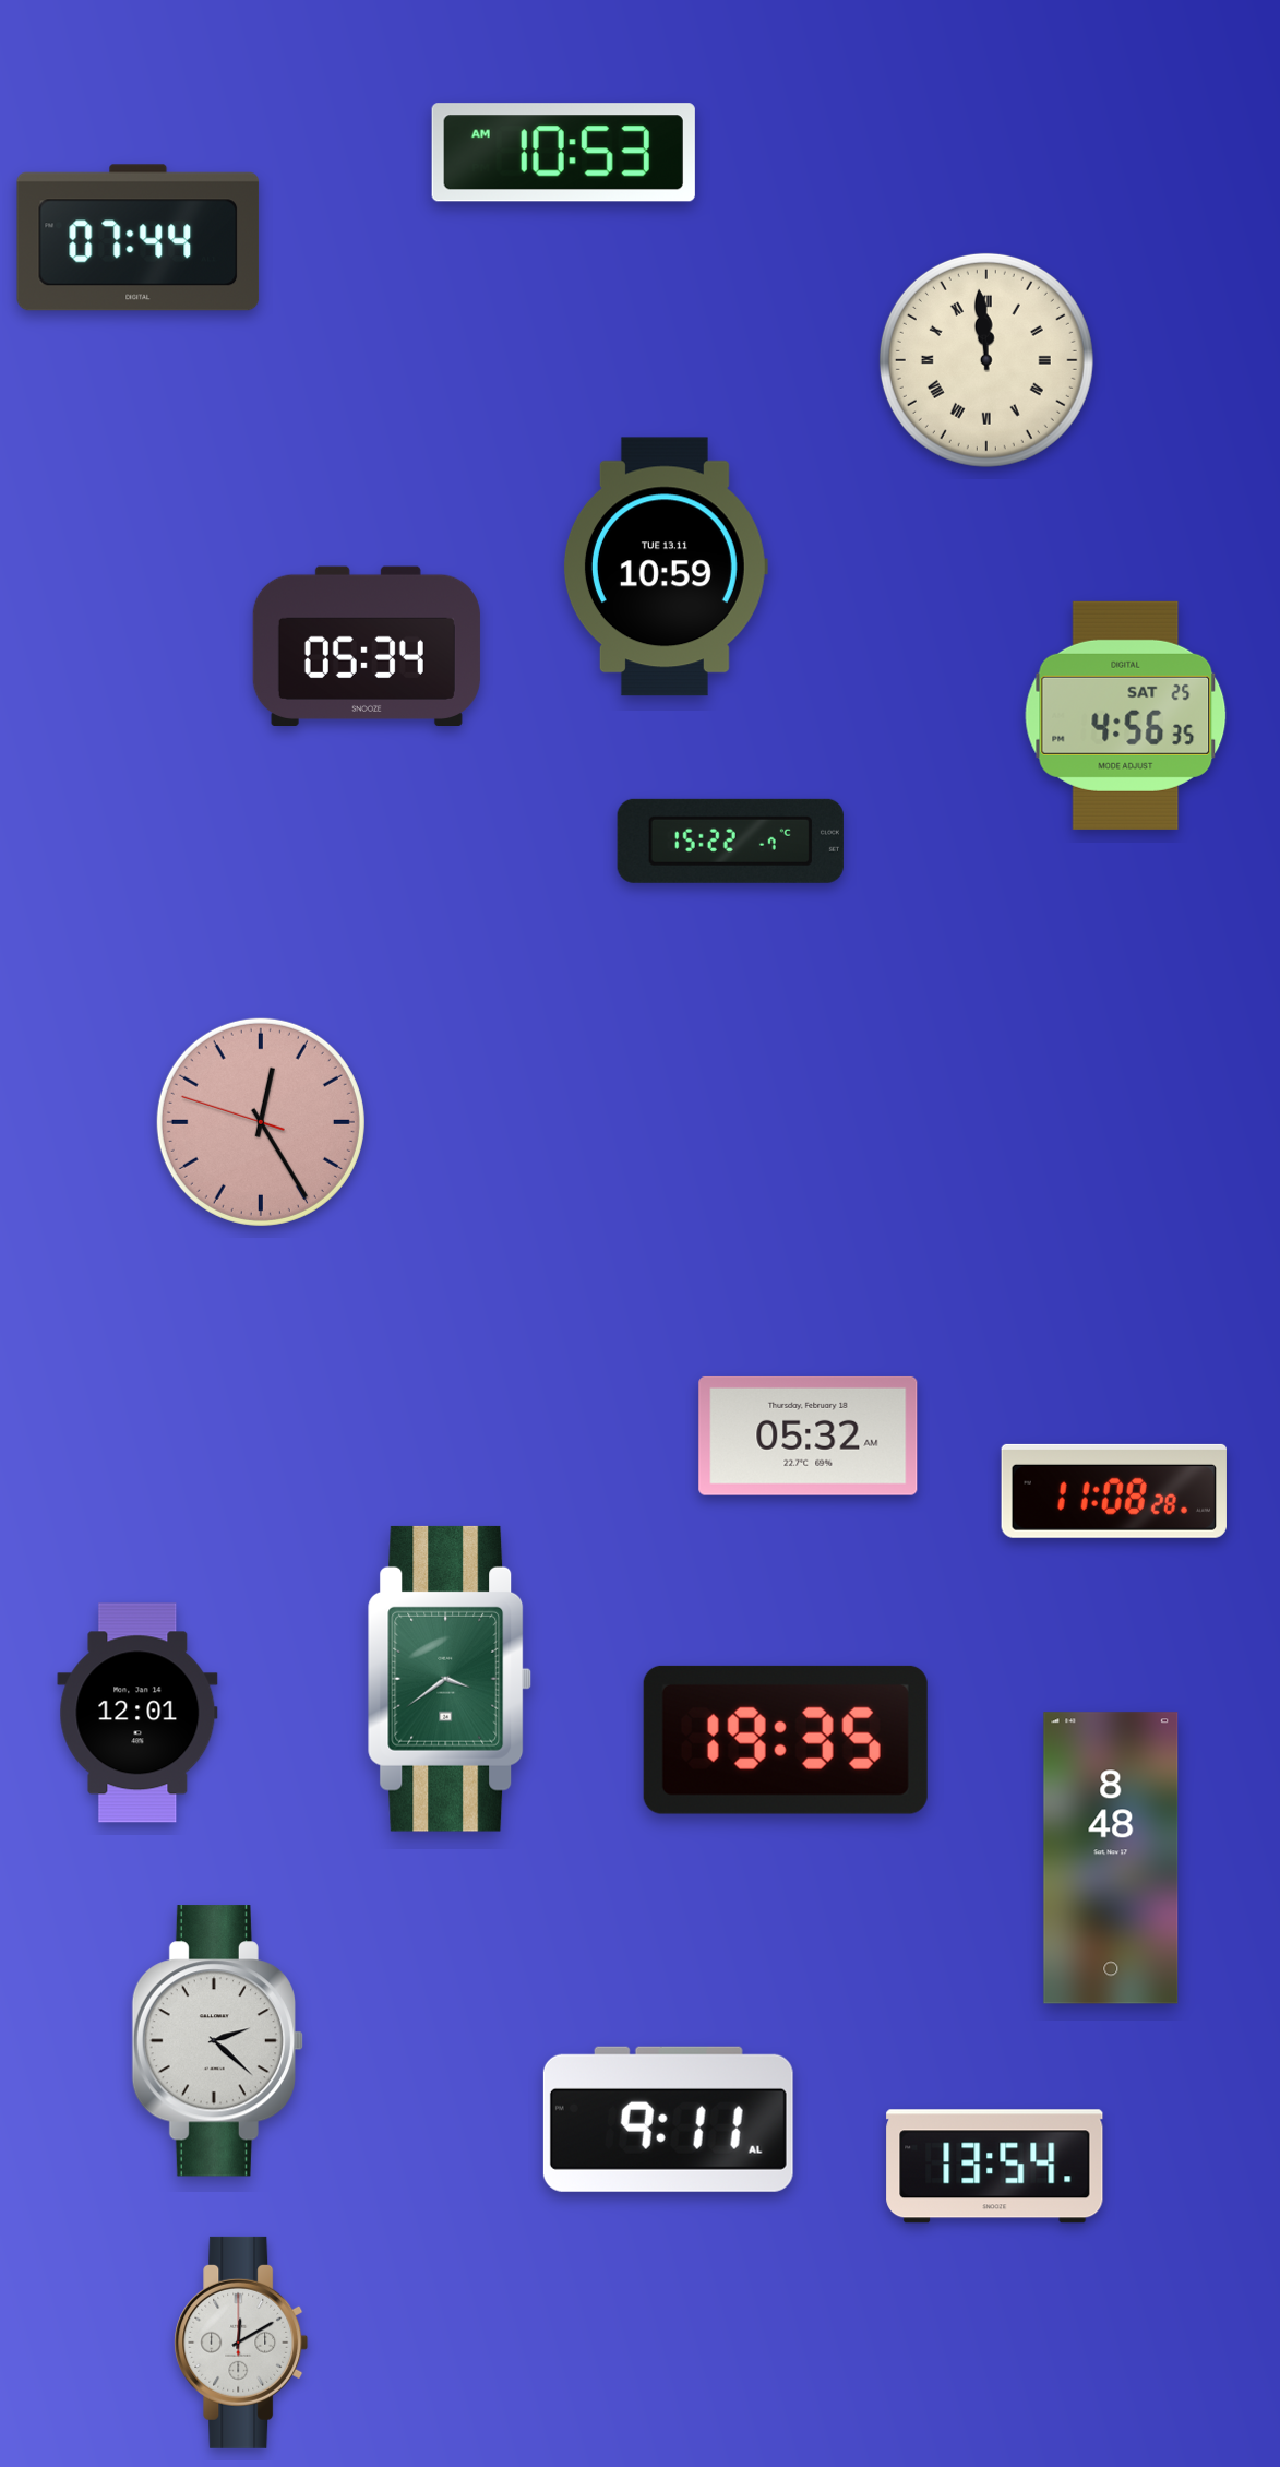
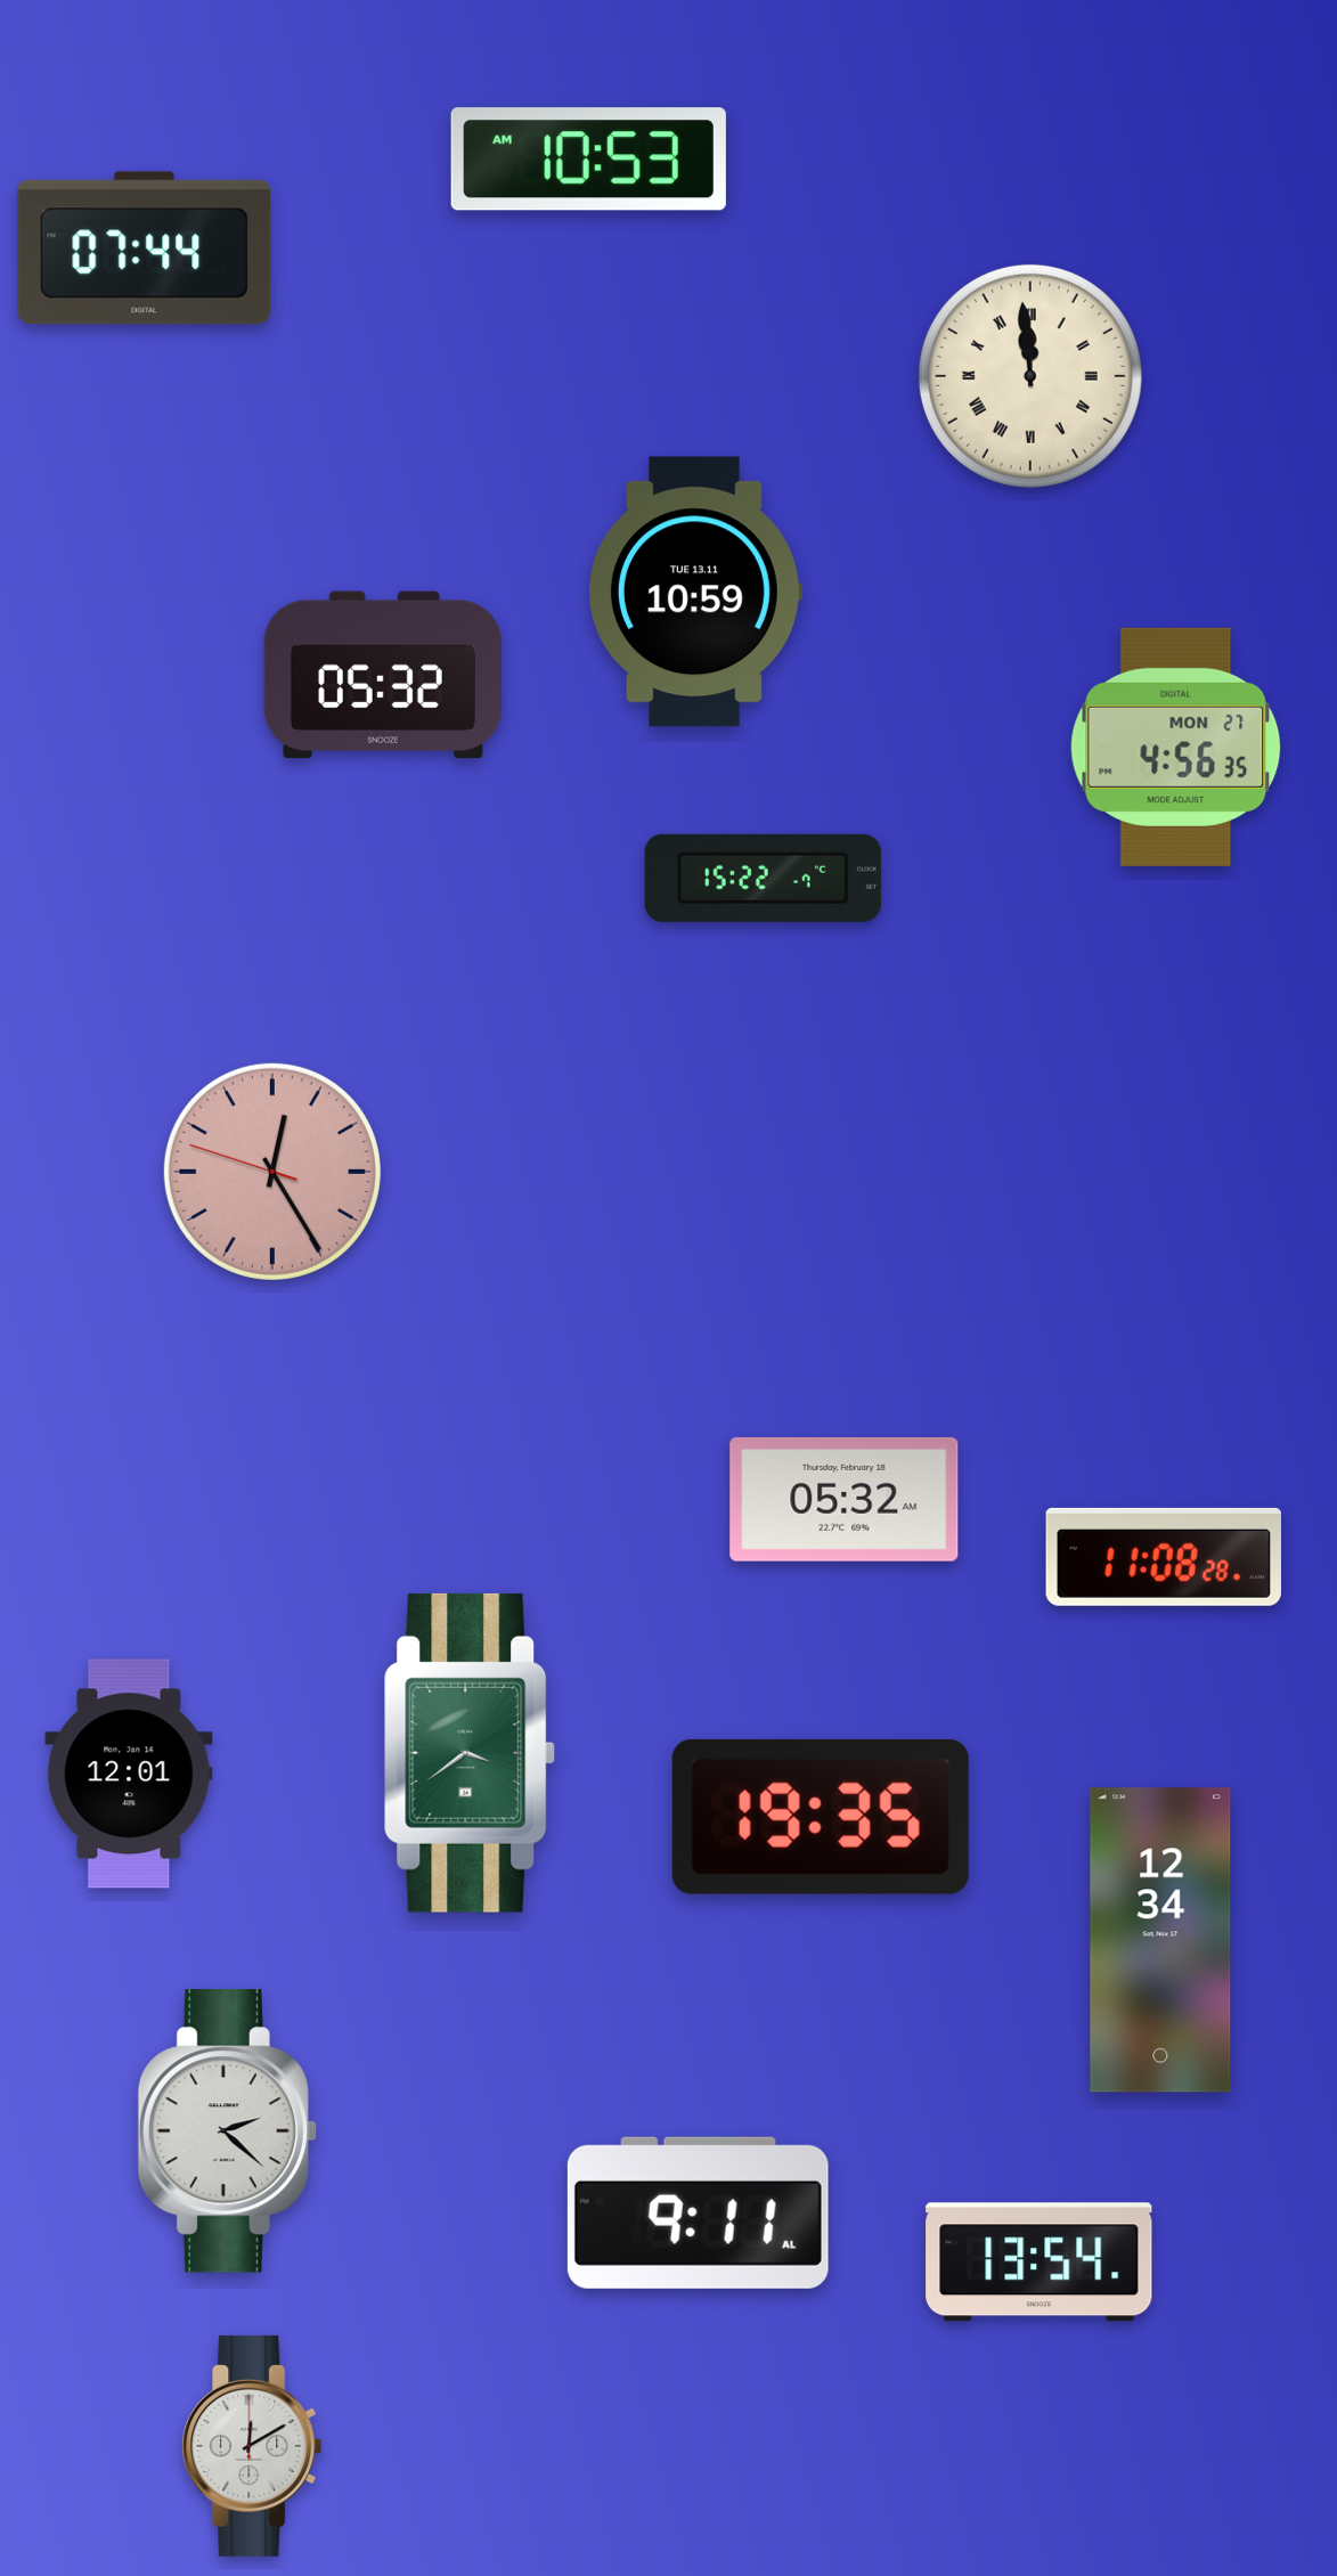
clock at (367, 645): 05:34 -> 05:32
clock at (1126, 715) date: SAT 25 -> MON 27
clock at (137, 1713) position: (137, 1713) -> (129, 1774)
clock at (1111, 1858): 8:48 -> 12:34
